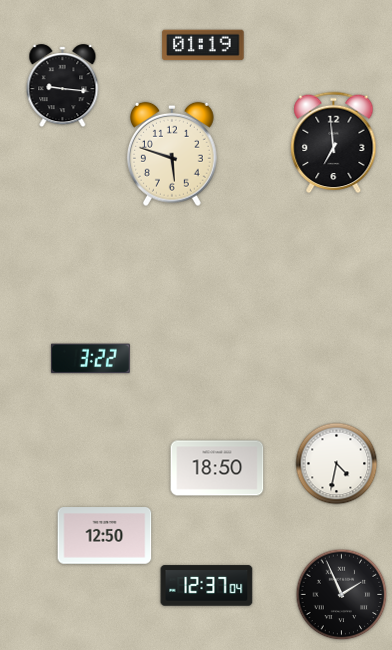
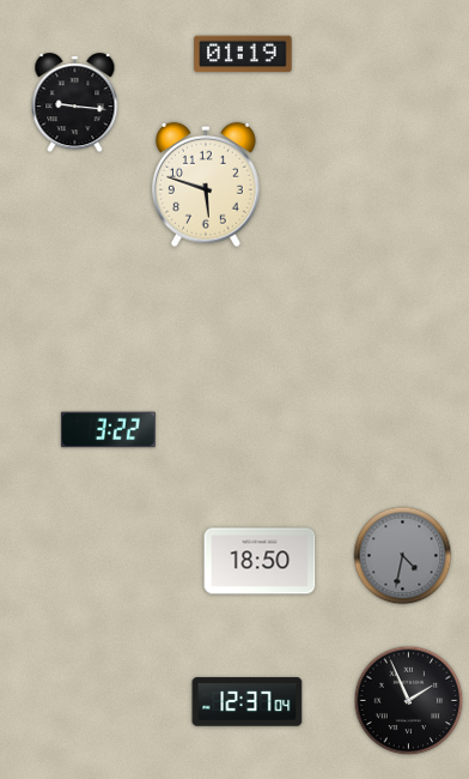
clock at (334, 143): 6:59 -> none
clock at (337, 464) dial: white -> grey
clock at (105, 536): 12:50 -> none
clock at (342, 595) position: (342, 595) -> (409, 701)
